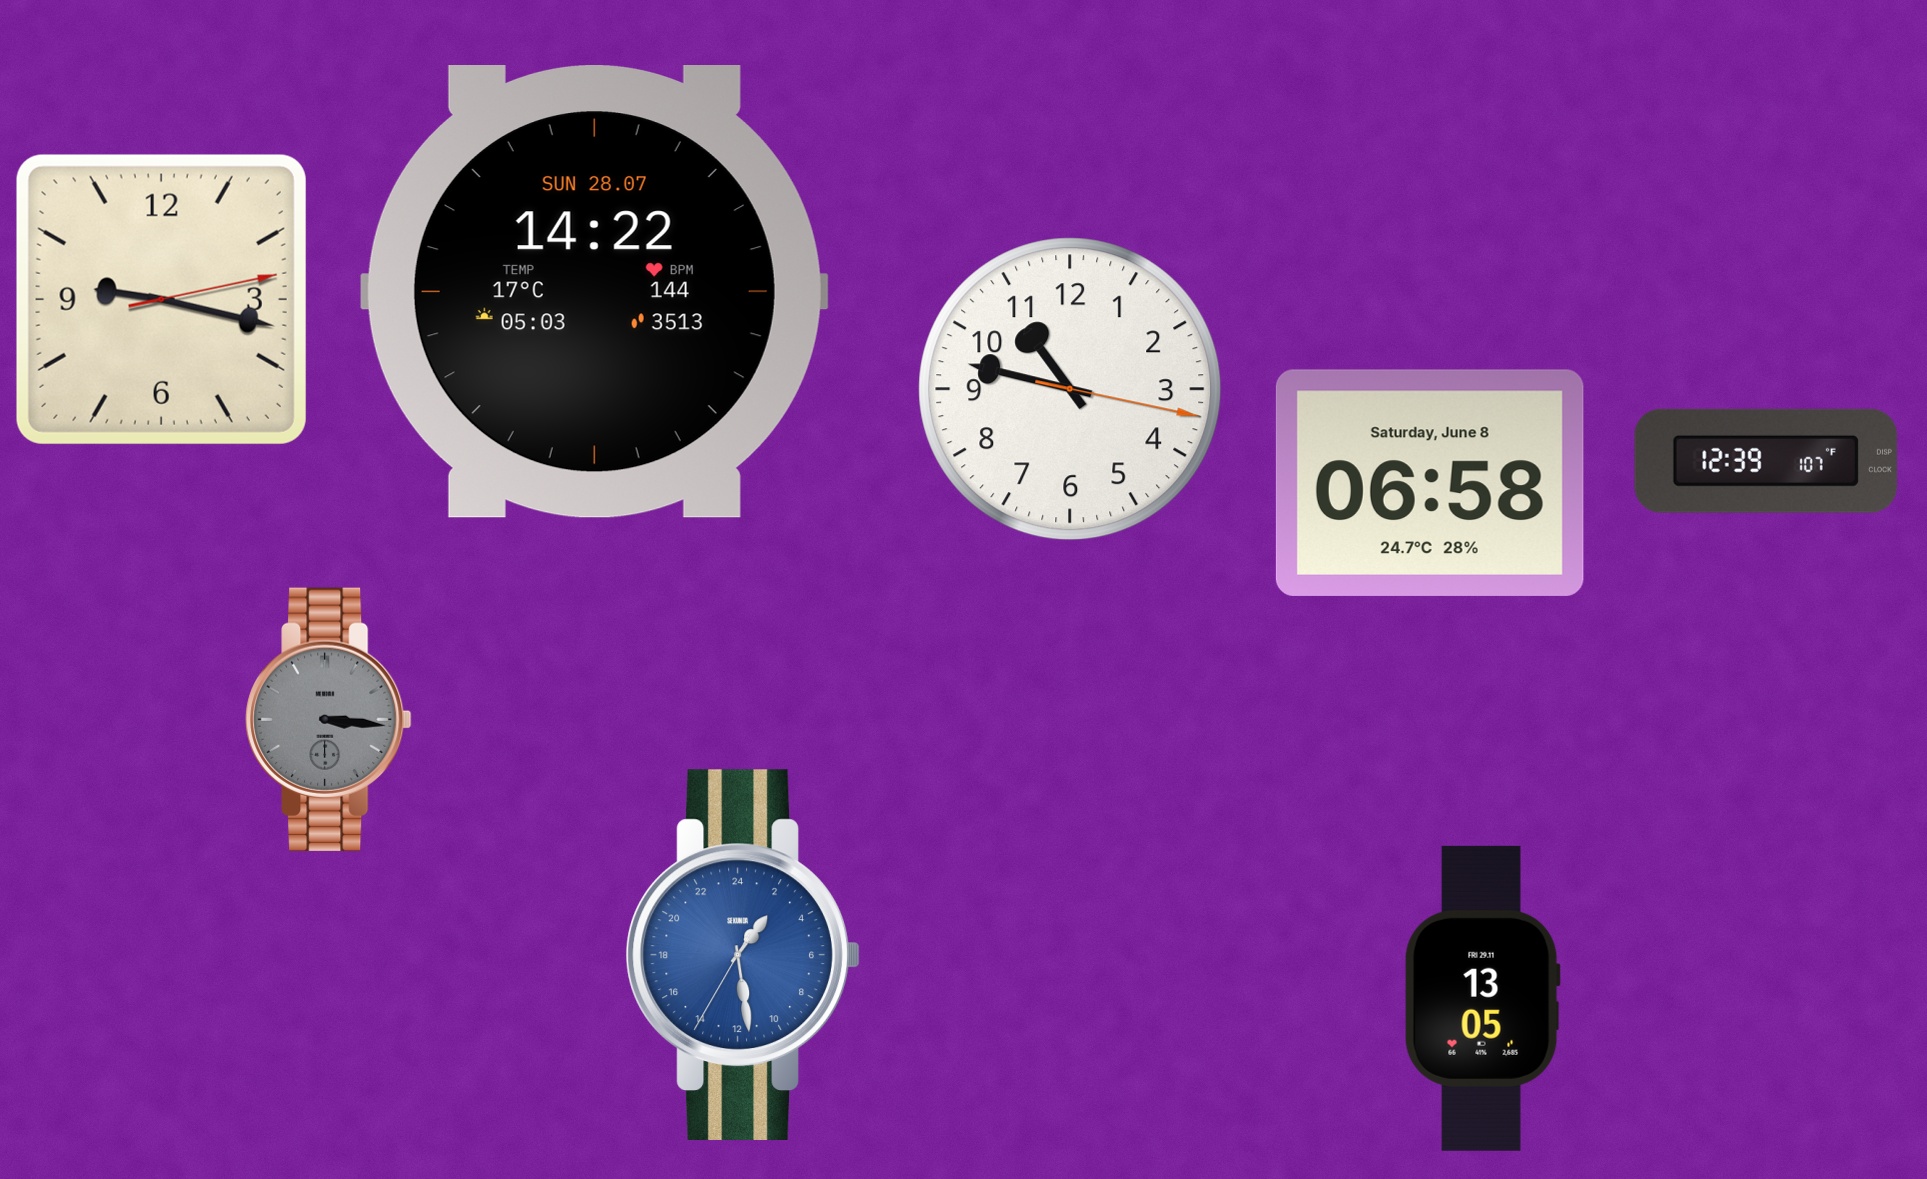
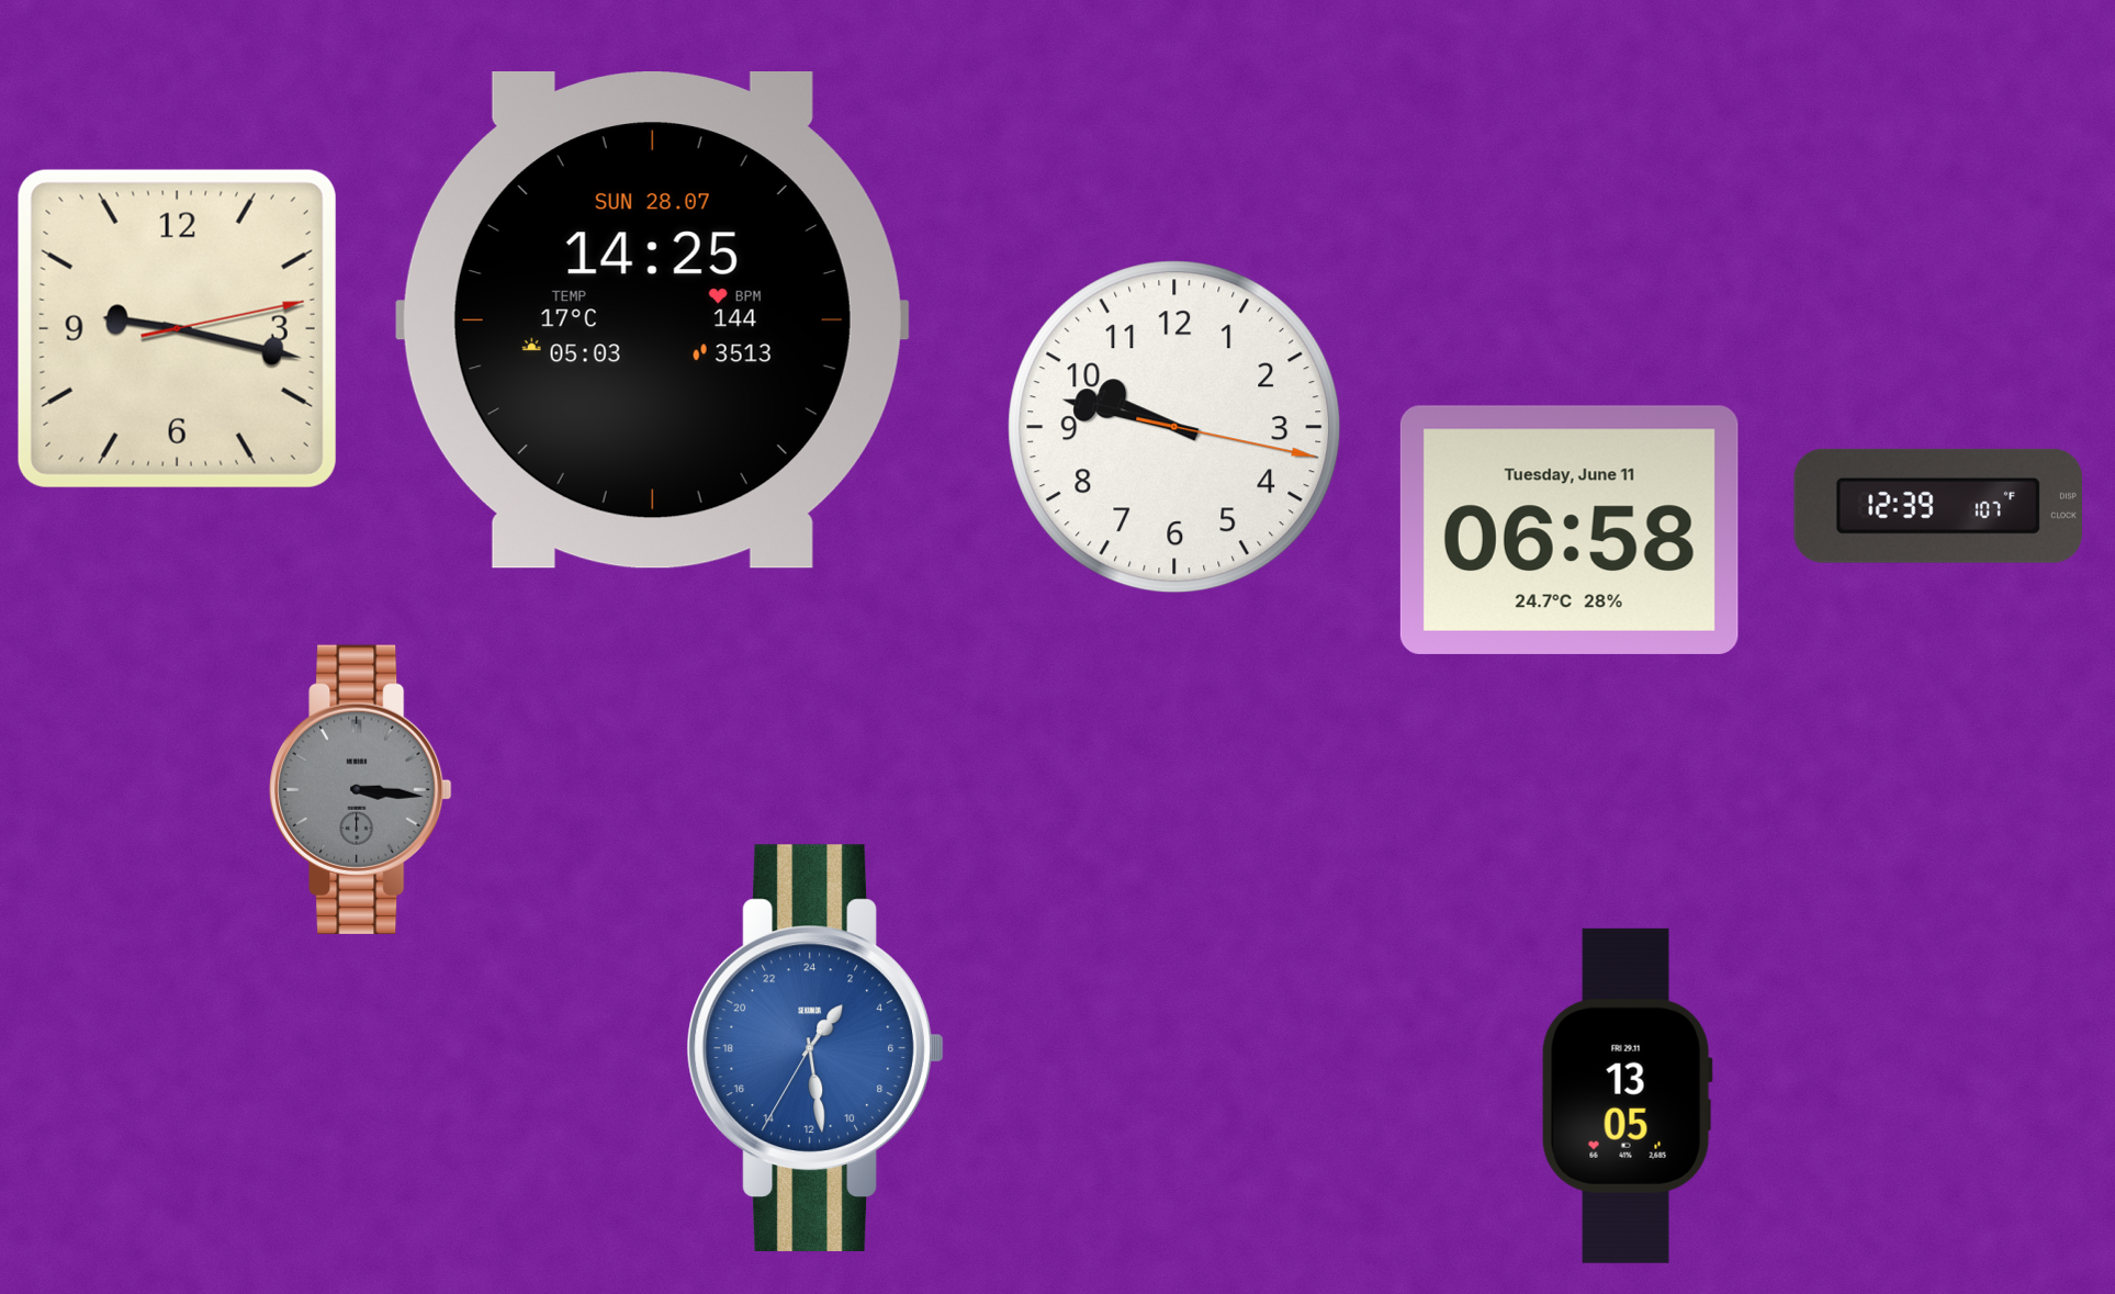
clock at (594, 292): 14:22 -> 14:25
clock at (1070, 389): 10:47 -> 9:47
clock at (1430, 483) date: Saturday, June 8 -> Tuesday, June 11
